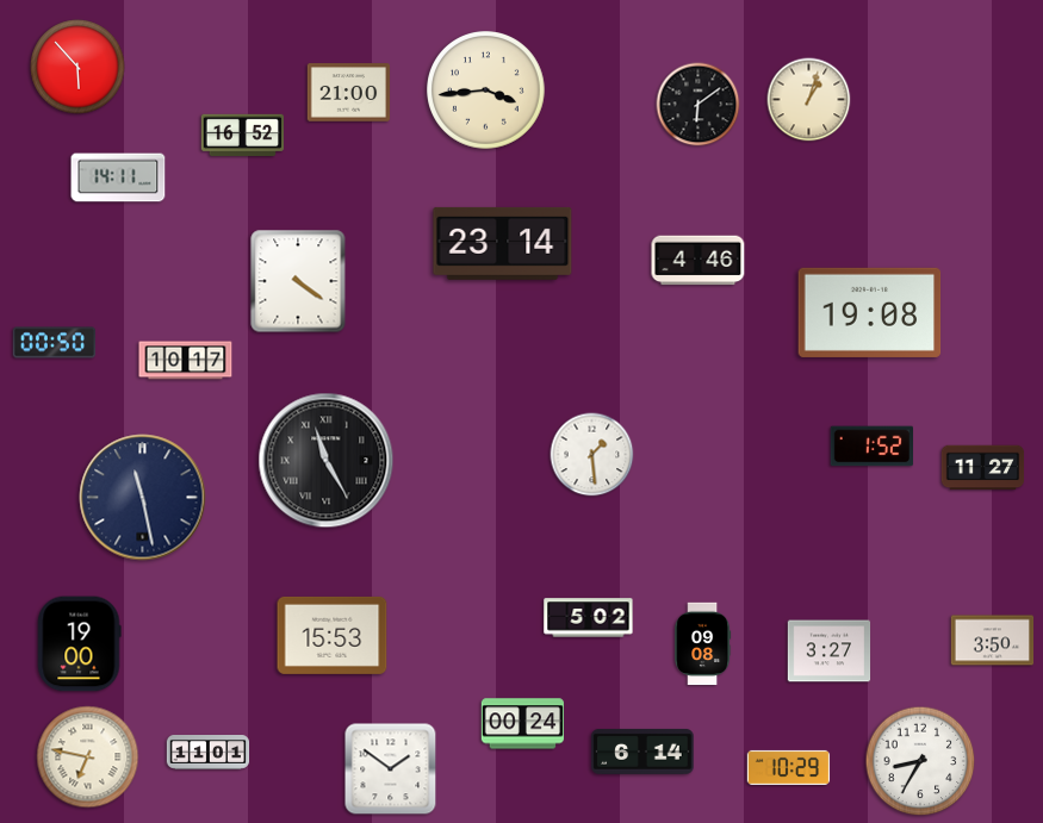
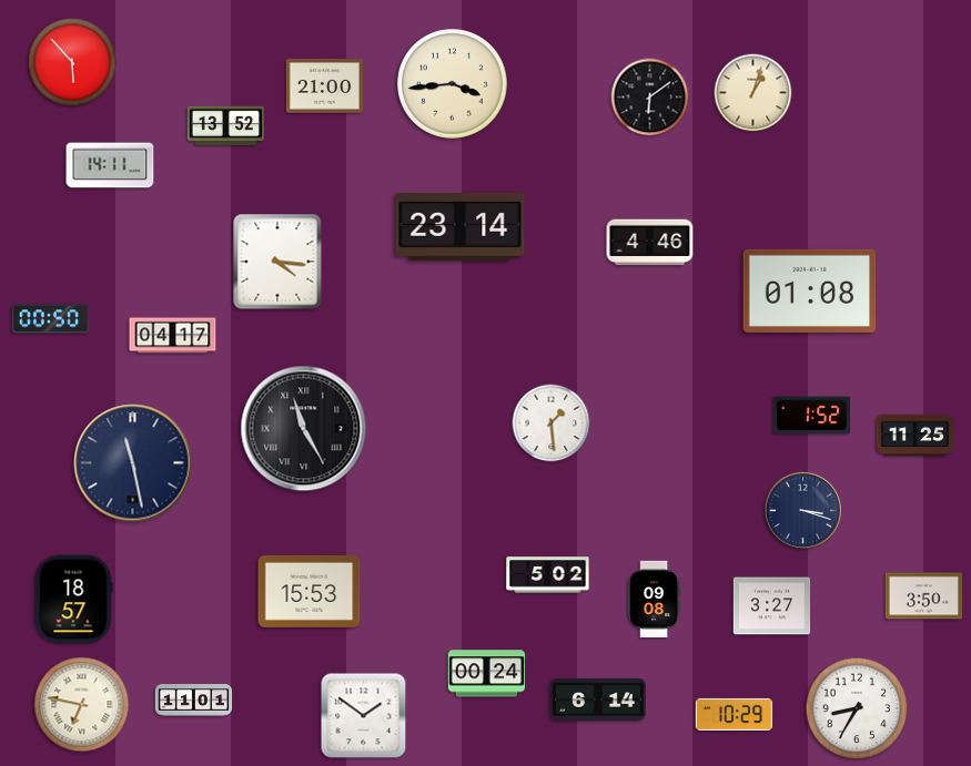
clock at (243, 136): 16:52 -> 13:52
clock at (503, 243) position: (503, 243) -> (461, 226)
clock at (298, 281): 4:21 -> 4:16
clock at (870, 312): 19:08 -> 01:08
clock at (186, 361): 10:17 -> 04:17
clock at (983, 468): 11:27 -> 11:25
clock at (802, 510): none -> 3:18
clock at (79, 644): 19:00 -> 18:57
